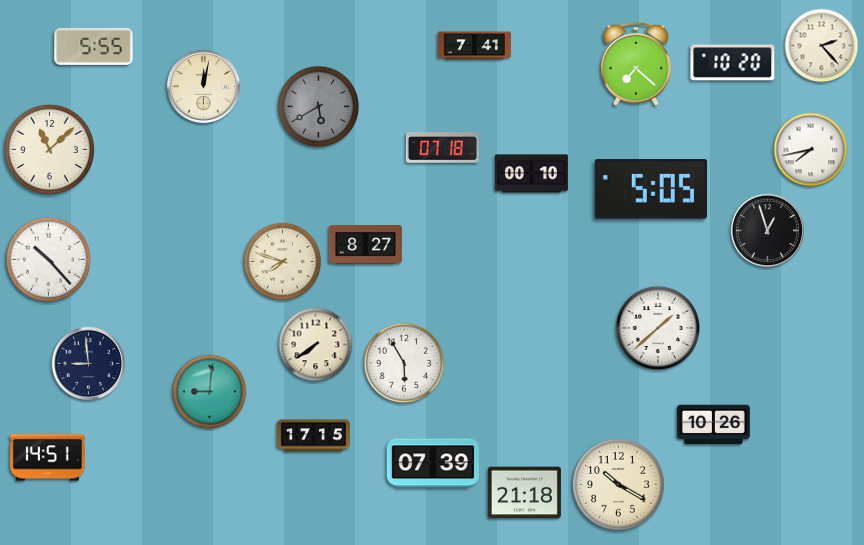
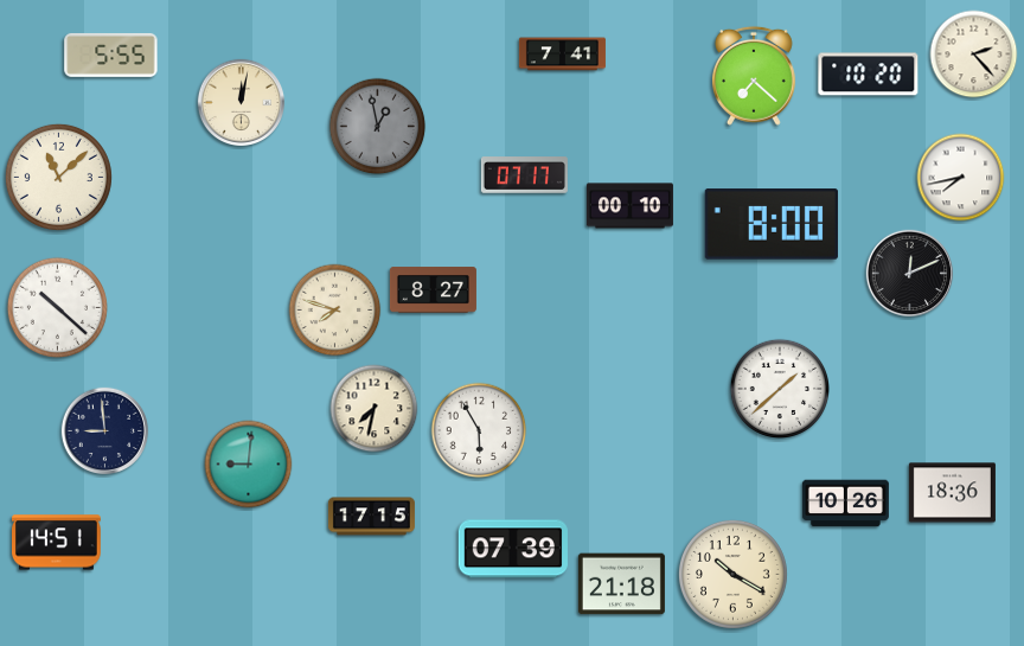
clock at (319, 107): 5:40 -> 12:58
clock at (442, 148): 07:18 -> 07:17
clock at (651, 189): 5:05 -> 8:00
clock at (767, 230): 12:57 -> 12:11
clock at (48, 259): 10:23 -> 10:22
clock at (316, 345): 7:39 -> 7:32
clock at (952, 493): none -> 18:36
